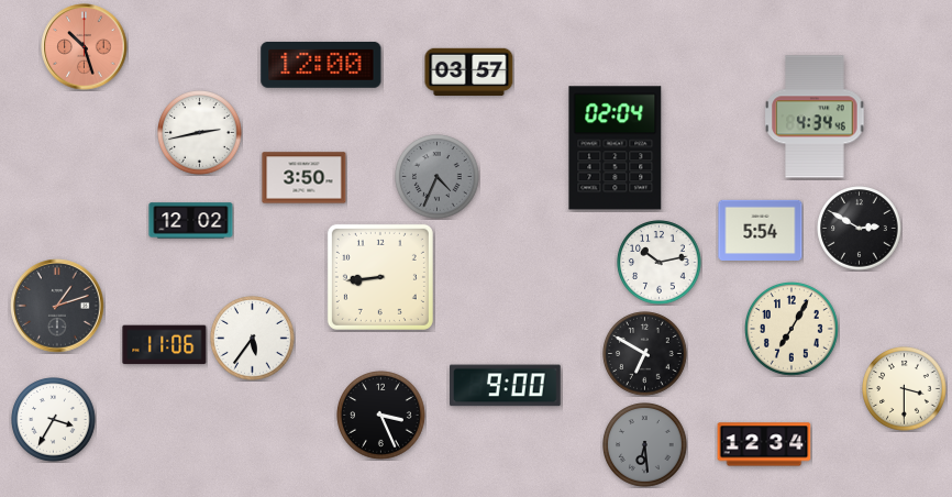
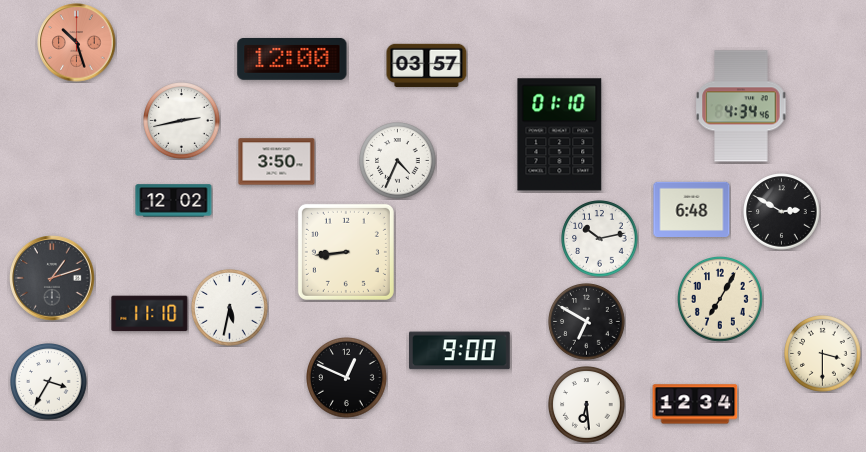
clock at (616, 148): 02:04 -> 01:10
clock at (438, 177) dial: grey -> white
clock at (860, 229) position: (860, 229) -> (782, 212)
clock at (761, 230): 5:54 -> 6:48
clock at (253, 339): 5:36 -> 5:32
clock at (165, 345): 11:06 -> 11:10
clock at (381, 416): 3:26 -> 12:49
clock at (645, 445) dial: grey -> white
